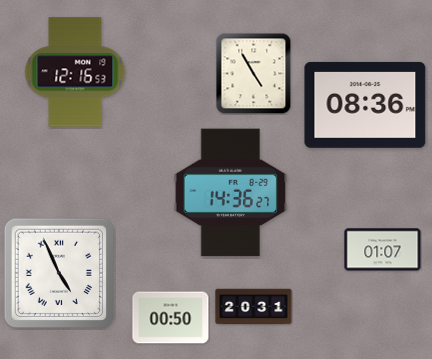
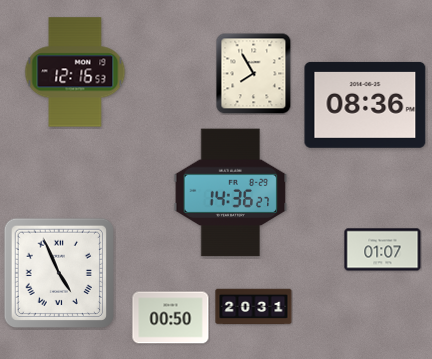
clock at (254, 73): 4:55 -> 7:55
